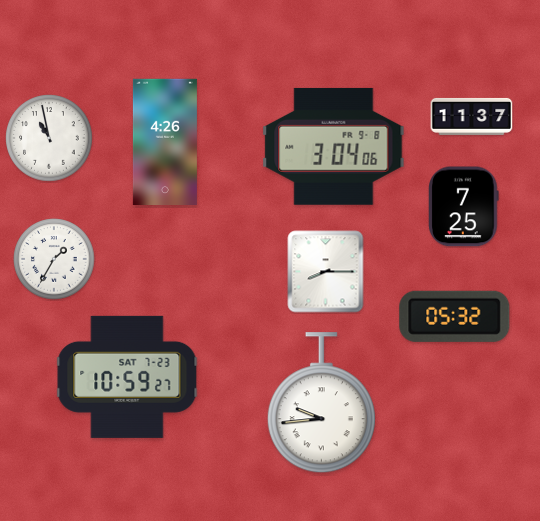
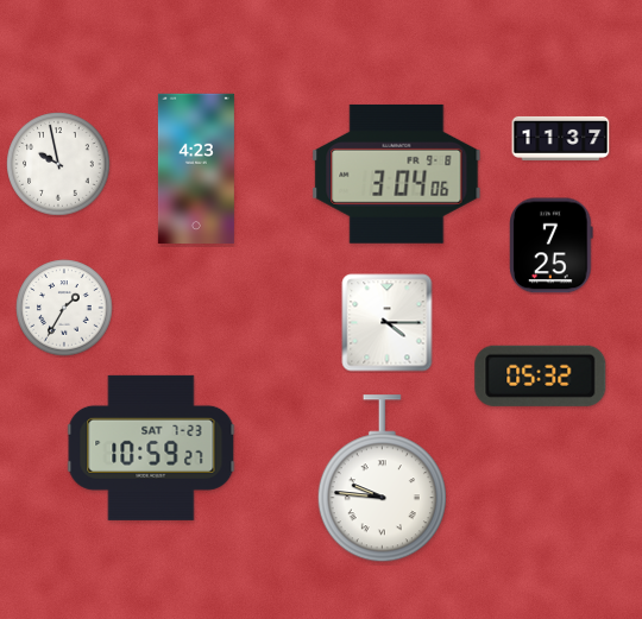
clock at (49, 138): 10:58 -> 9:58
clock at (165, 141): 4:26 -> 4:23
clock at (326, 272): 8:15 -> 4:15
clock at (321, 403): 9:44 -> 9:46
